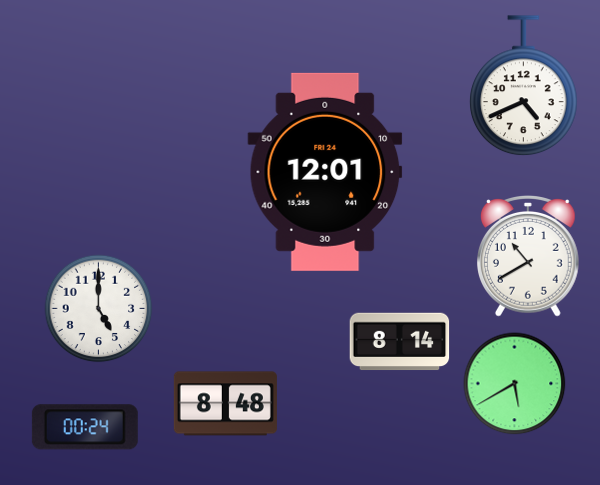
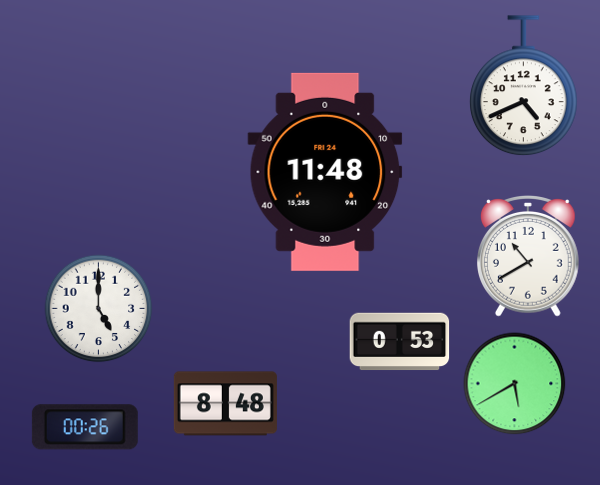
clock at (325, 172): 12:01 -> 11:48
clock at (400, 342): 8:14 -> 0:53
clock at (85, 427): 00:24 -> 00:26
